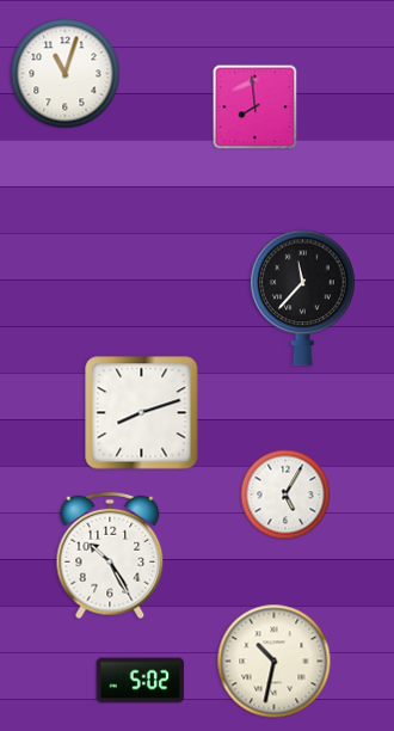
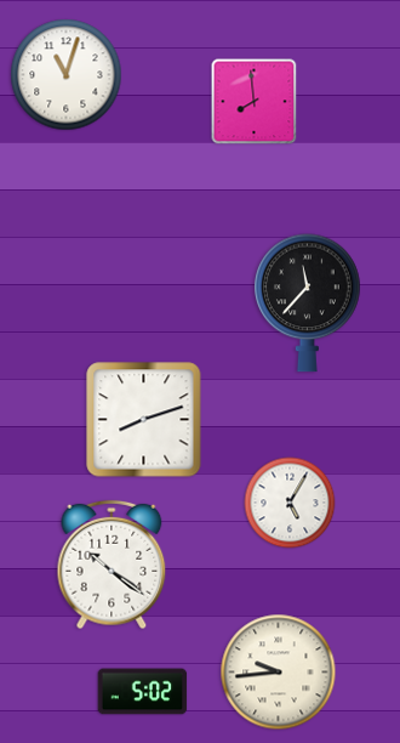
clock at (256, 107) position: (256, 107) -> (255, 102)
clock at (110, 555): 10:25 -> 10:21
clock at (275, 662): 10:32 -> 9:44
